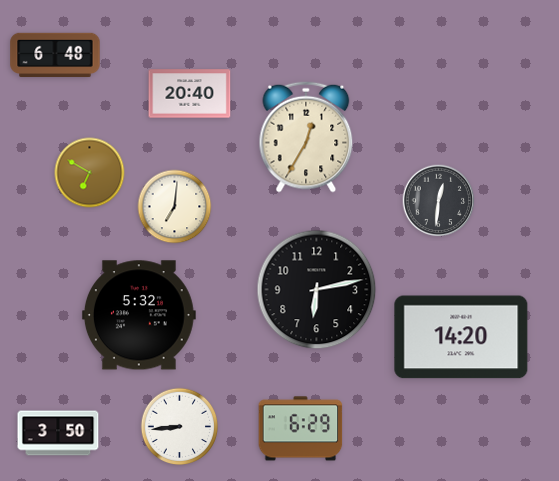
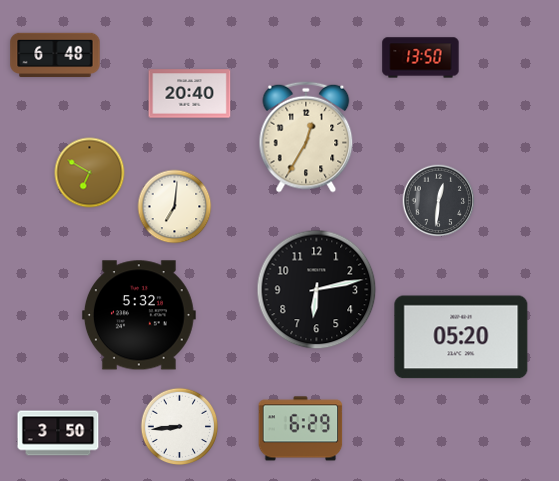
clock at (421, 58): none -> 13:50
clock at (461, 337): 14:20 -> 05:20
